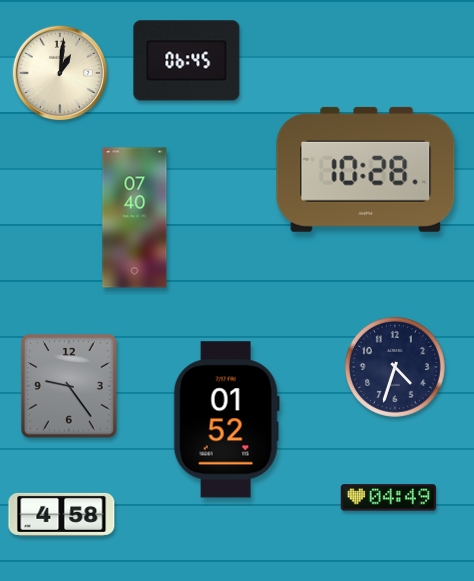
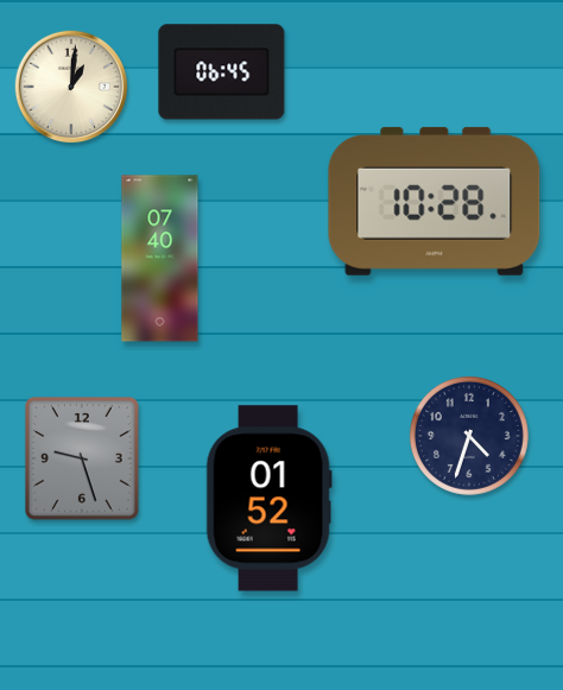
clock at (69, 387): 9:24 -> 9:27
clock at (388, 498): 04:49 -> none
clock at (62, 514): 4:58 -> none
